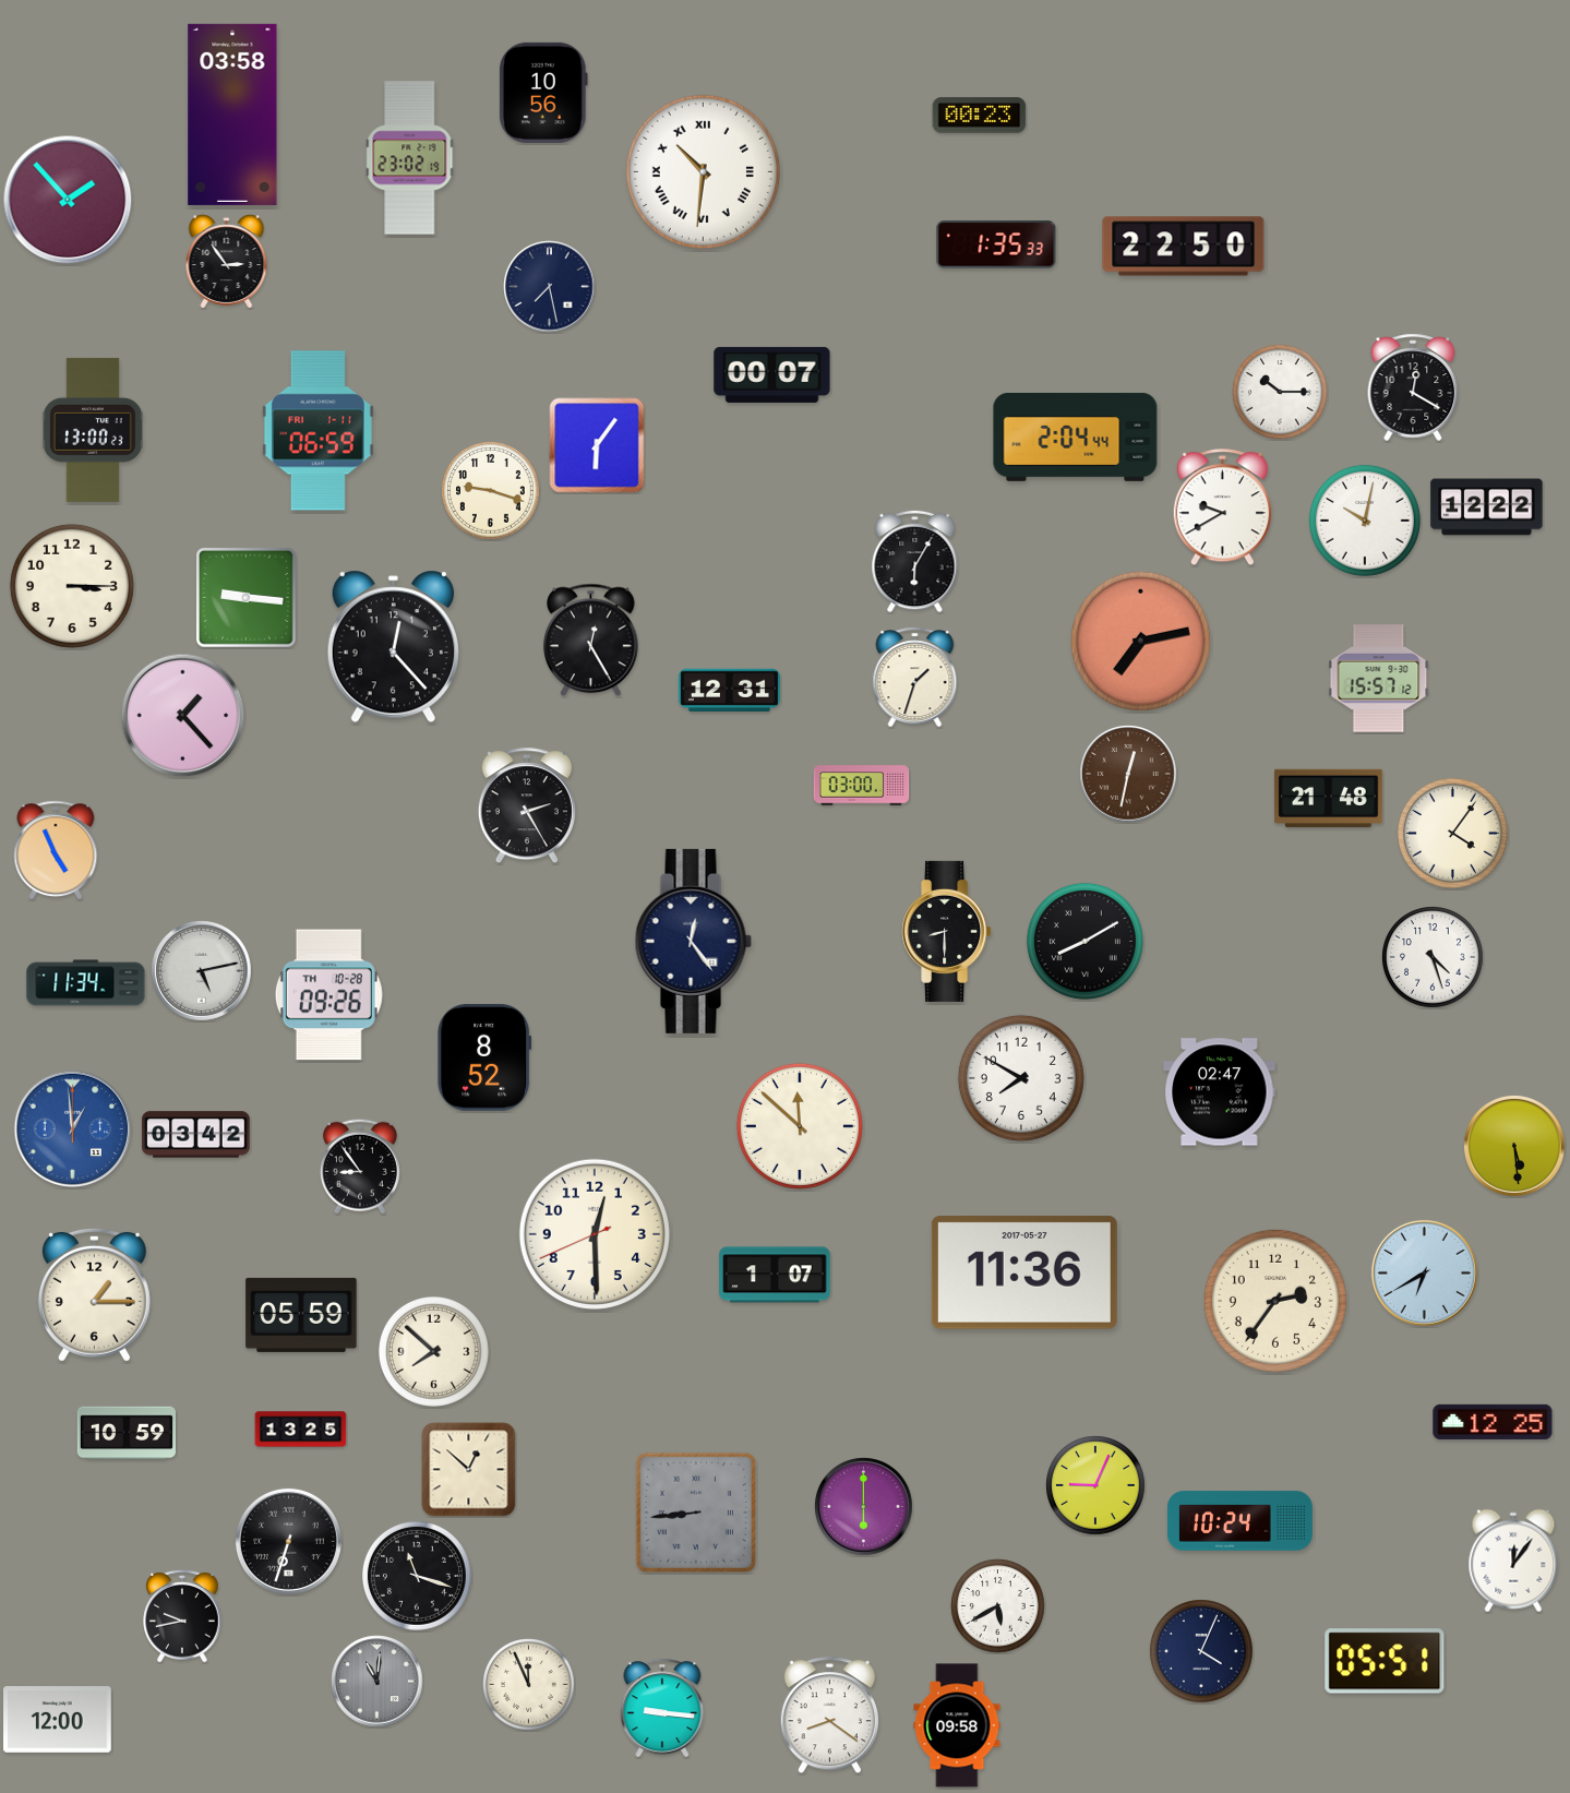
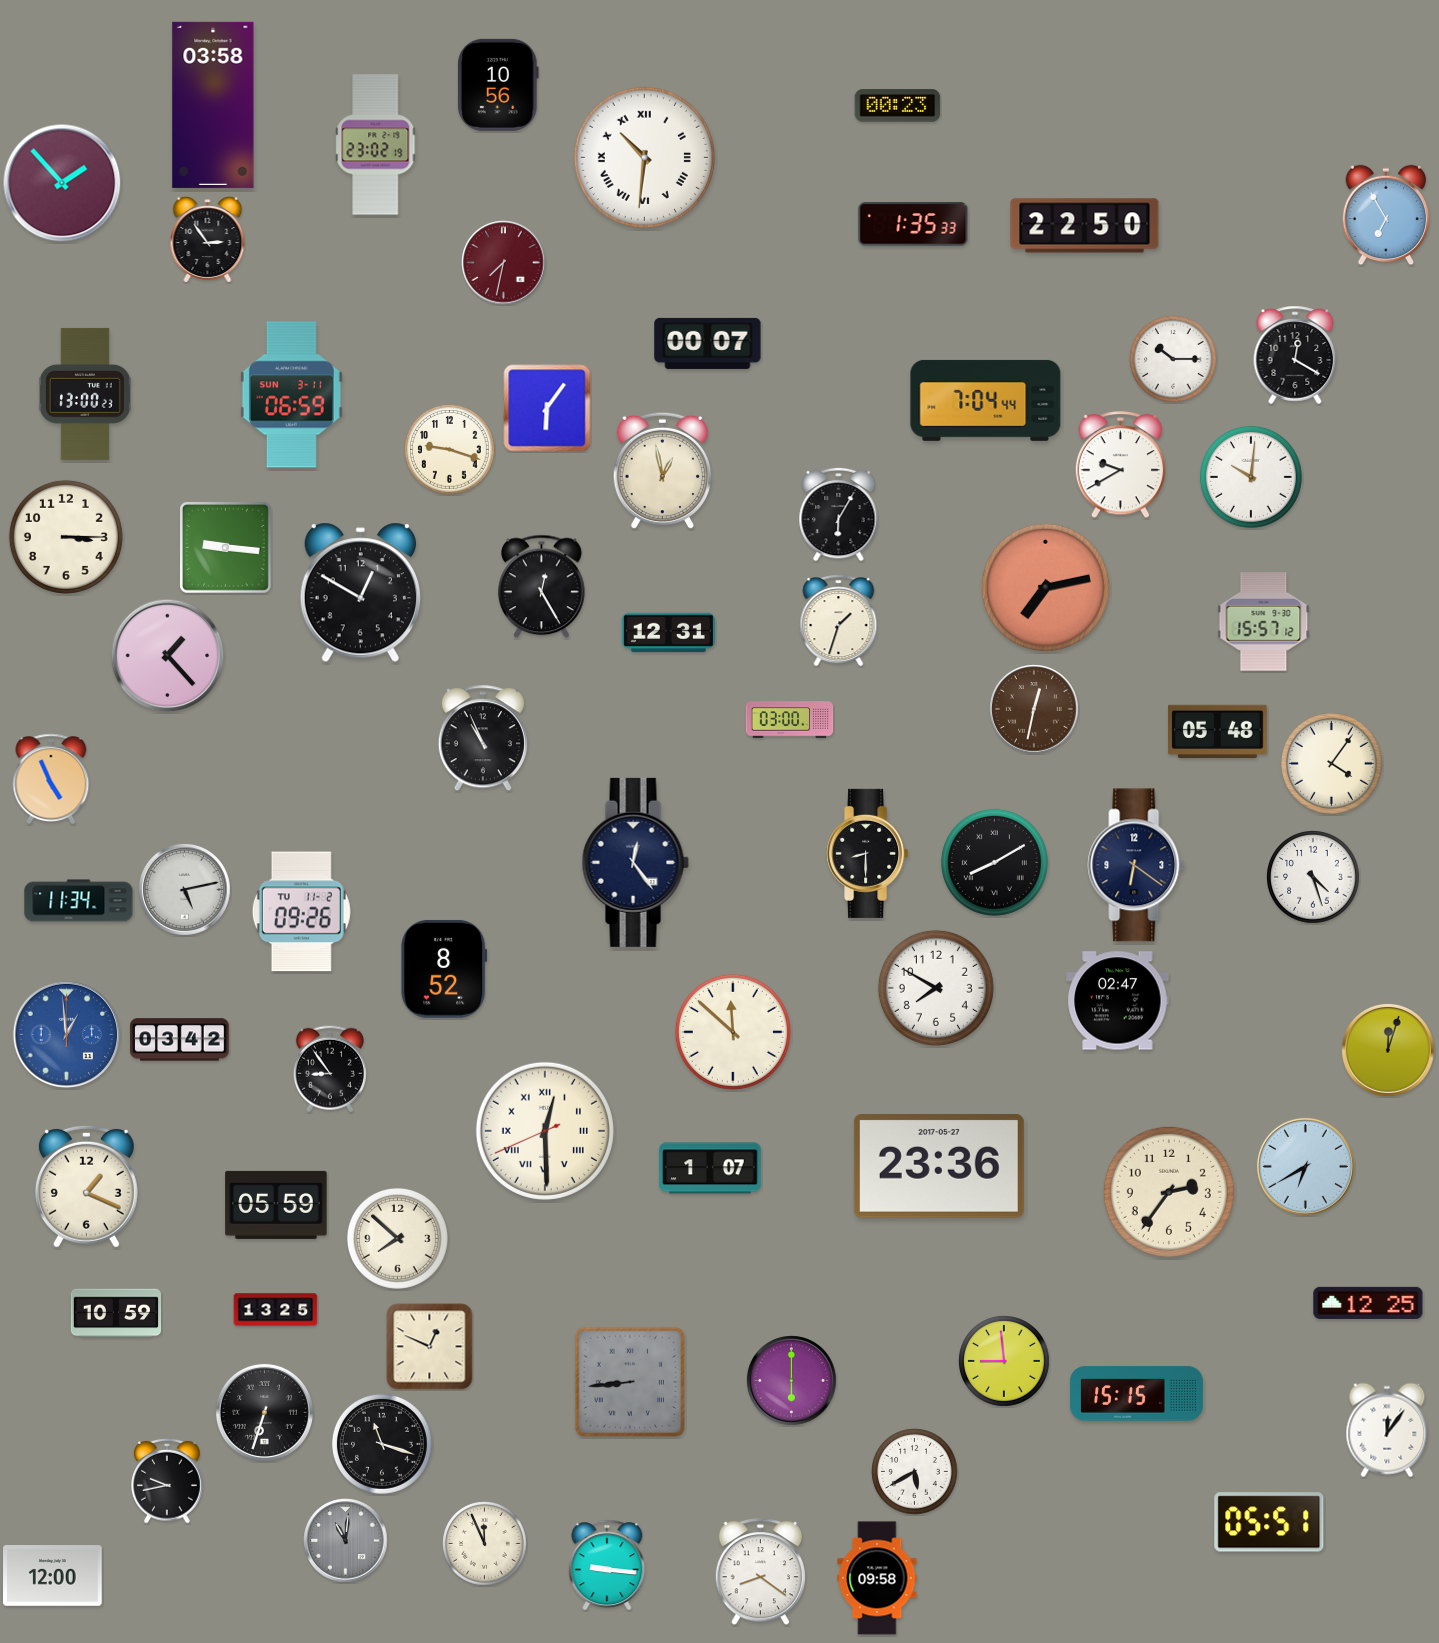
clock at (1386, 215): none -> 6:55
clock at (550, 287): 7:28 -> 7:32
clock at (550, 287) dial: navy -> burgundy
clock at (317, 431) date: FRI 1-11 -> SUN 3-11
clock at (1076, 437): 2:04 -> 7:04
clock at (1487, 507): 12:22 -> none
clock at (663, 471): none -> 12:58
clock at (1365, 521): 10:02 -> 10:01
clock at (393, 647): 12:23 -> 12:50
clock at (1329, 798): 21:48 -> 05:48
clock at (527, 806): 2:25 -> 10:56
clock at (1136, 865): none -> 6:21
clock at (328, 995) date: TH 10-28 -> TU 11-2
clock at (1514, 1146): 5:29 -> 12:03
clock at (595, 1234) numerals: Arabic -> Roman
clock at (1024, 1272): 11:36 -> 23:36
clock at (94, 1294): 1:15 -> 1:19
clock at (469, 1470): 12:52 -> 12:49
clock at (1096, 1486): 9:04 -> 8:59
clock at (696, 1513) position: (696, 1513) -> (630, 1382)
clock at (1239, 1521): 10:24 -> 15:15
clock at (1202, 1652): 4:04 -> none
clock at (957, 1725) position: (957, 1725) -> (877, 1578)
